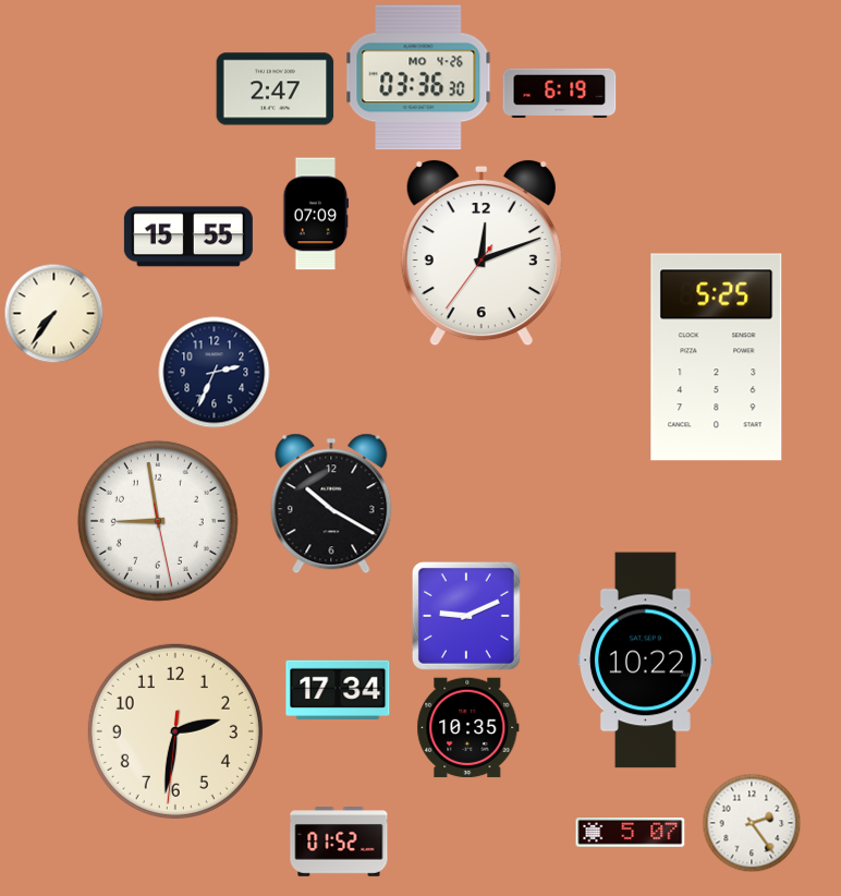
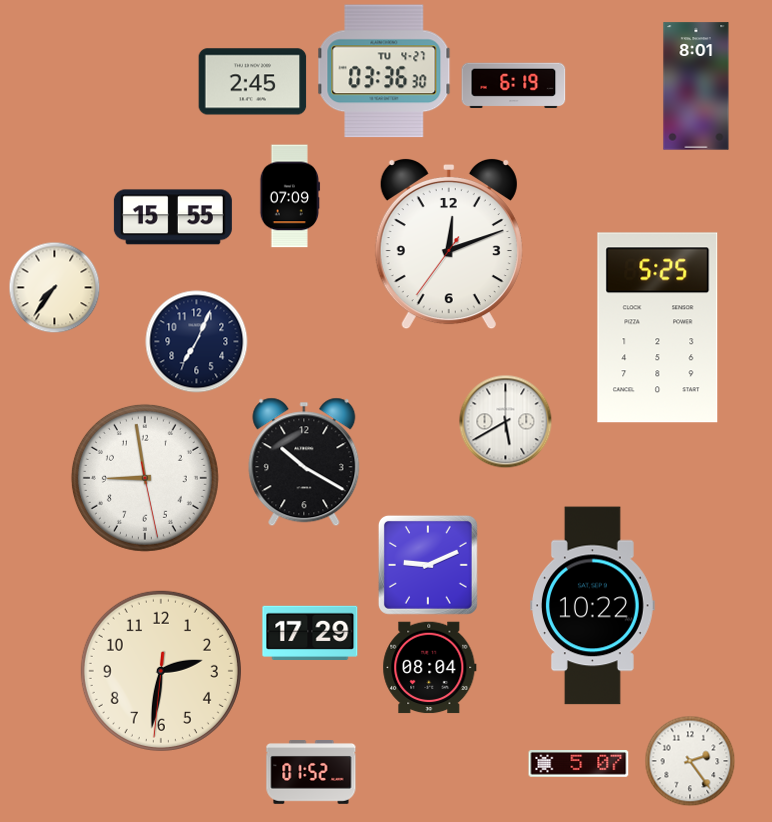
clock at (418, 77) date: MO 4-26 -> TU 4-27
clock at (276, 89): 2:47 -> 2:45
clock at (696, 86): none -> 8:01
clock at (482, 253) position: (482, 253) -> (449, 244)
clock at (53, 313) position: (53, 313) -> (54, 287)
clock at (215, 373): 2:34 -> 7:04
clock at (505, 421): none -> 5:40
clock at (338, 690): 17:34 -> 17:29
clock at (468, 728): 10:35 -> 08:04
clock at (752, 823) position: (752, 823) -> (690, 761)
